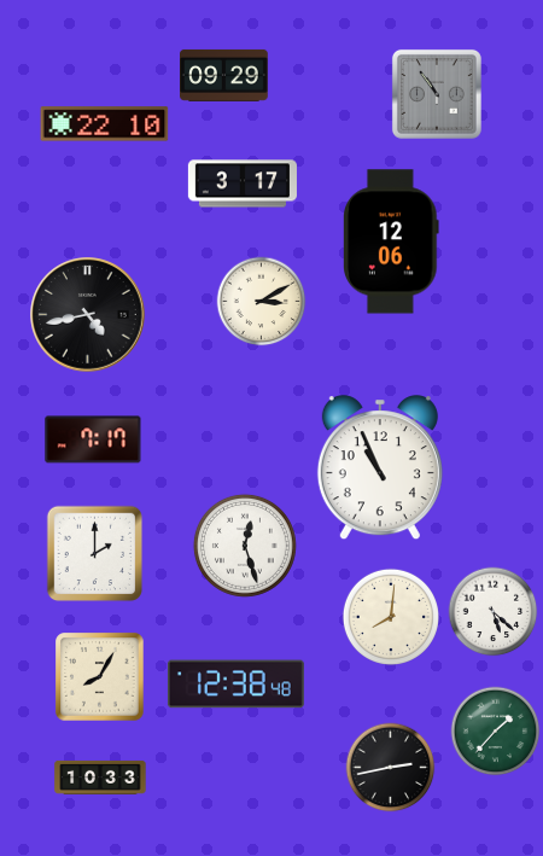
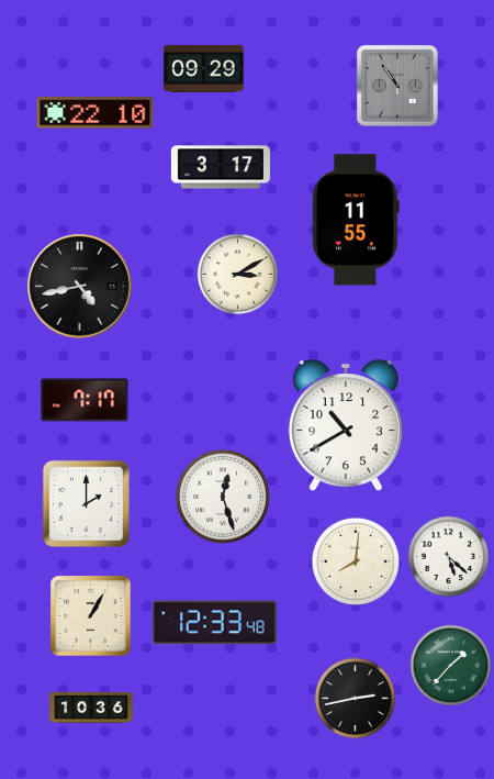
clock at (391, 241): 12:06 -> 11:55
clock at (380, 468): 10:56 -> 10:40
clock at (100, 677): 8:05 -> 1:05
clock at (235, 685): 12:38 -> 12:33
clock at (100, 778): 10:33 -> 10:36
